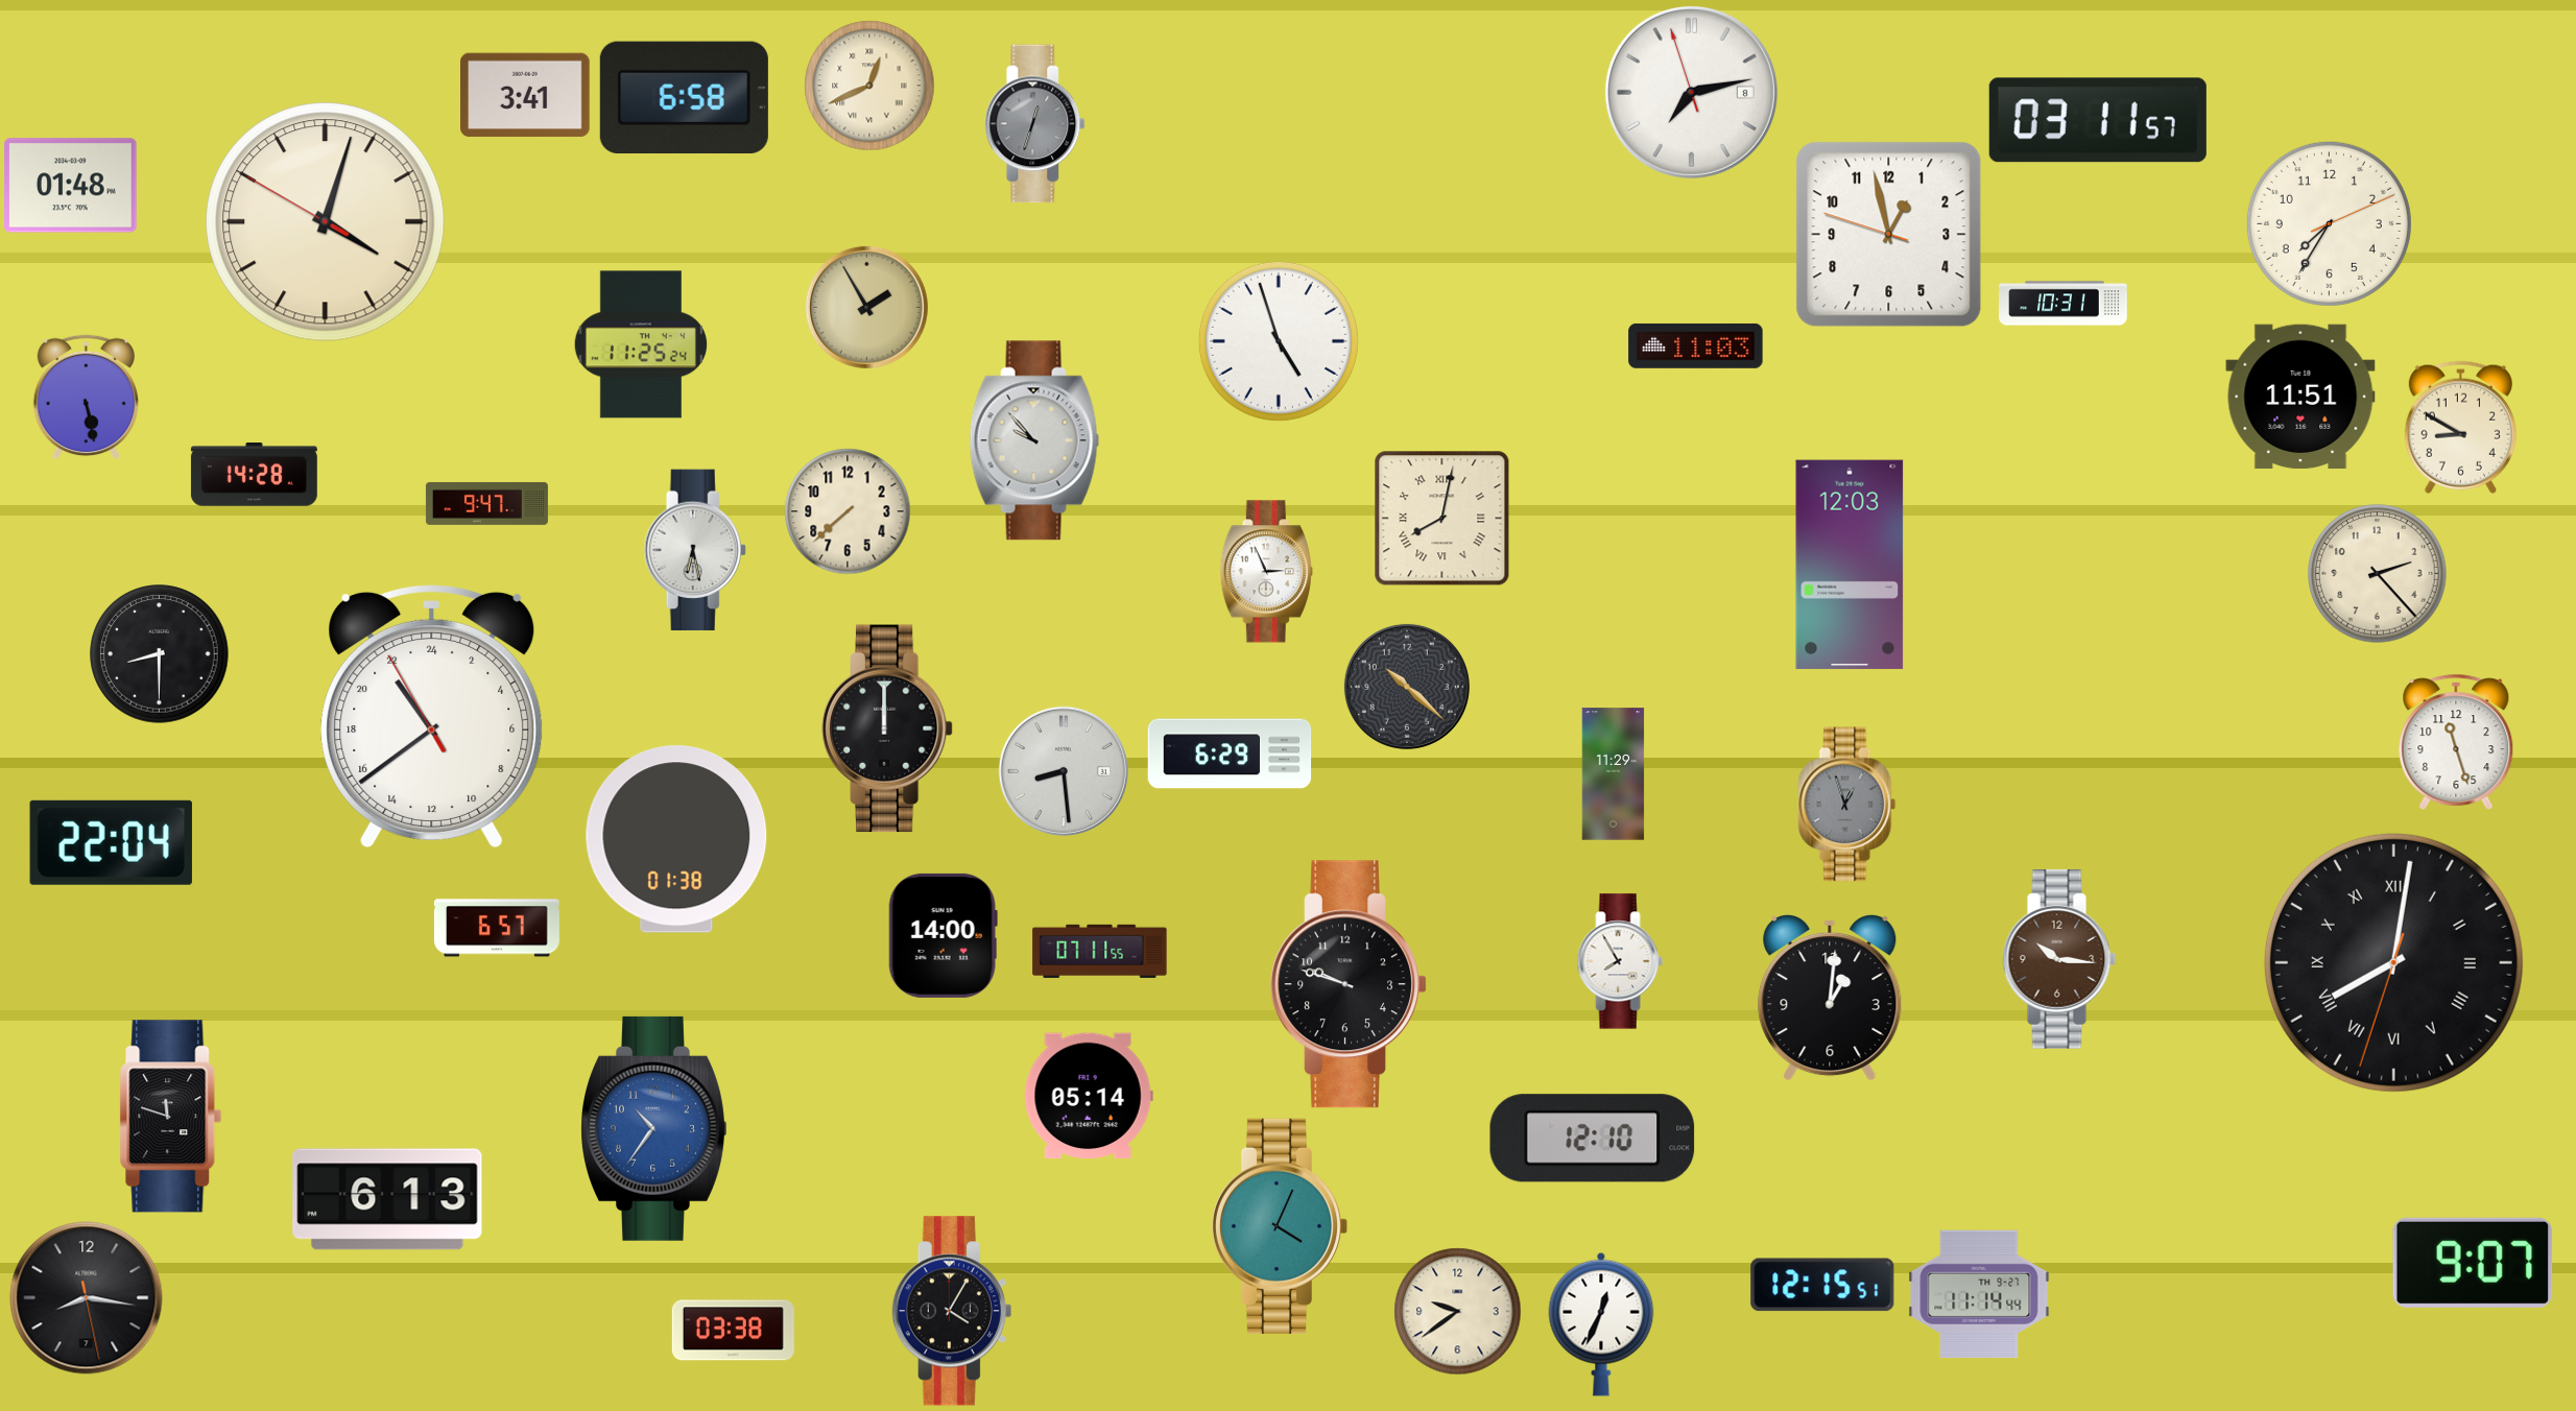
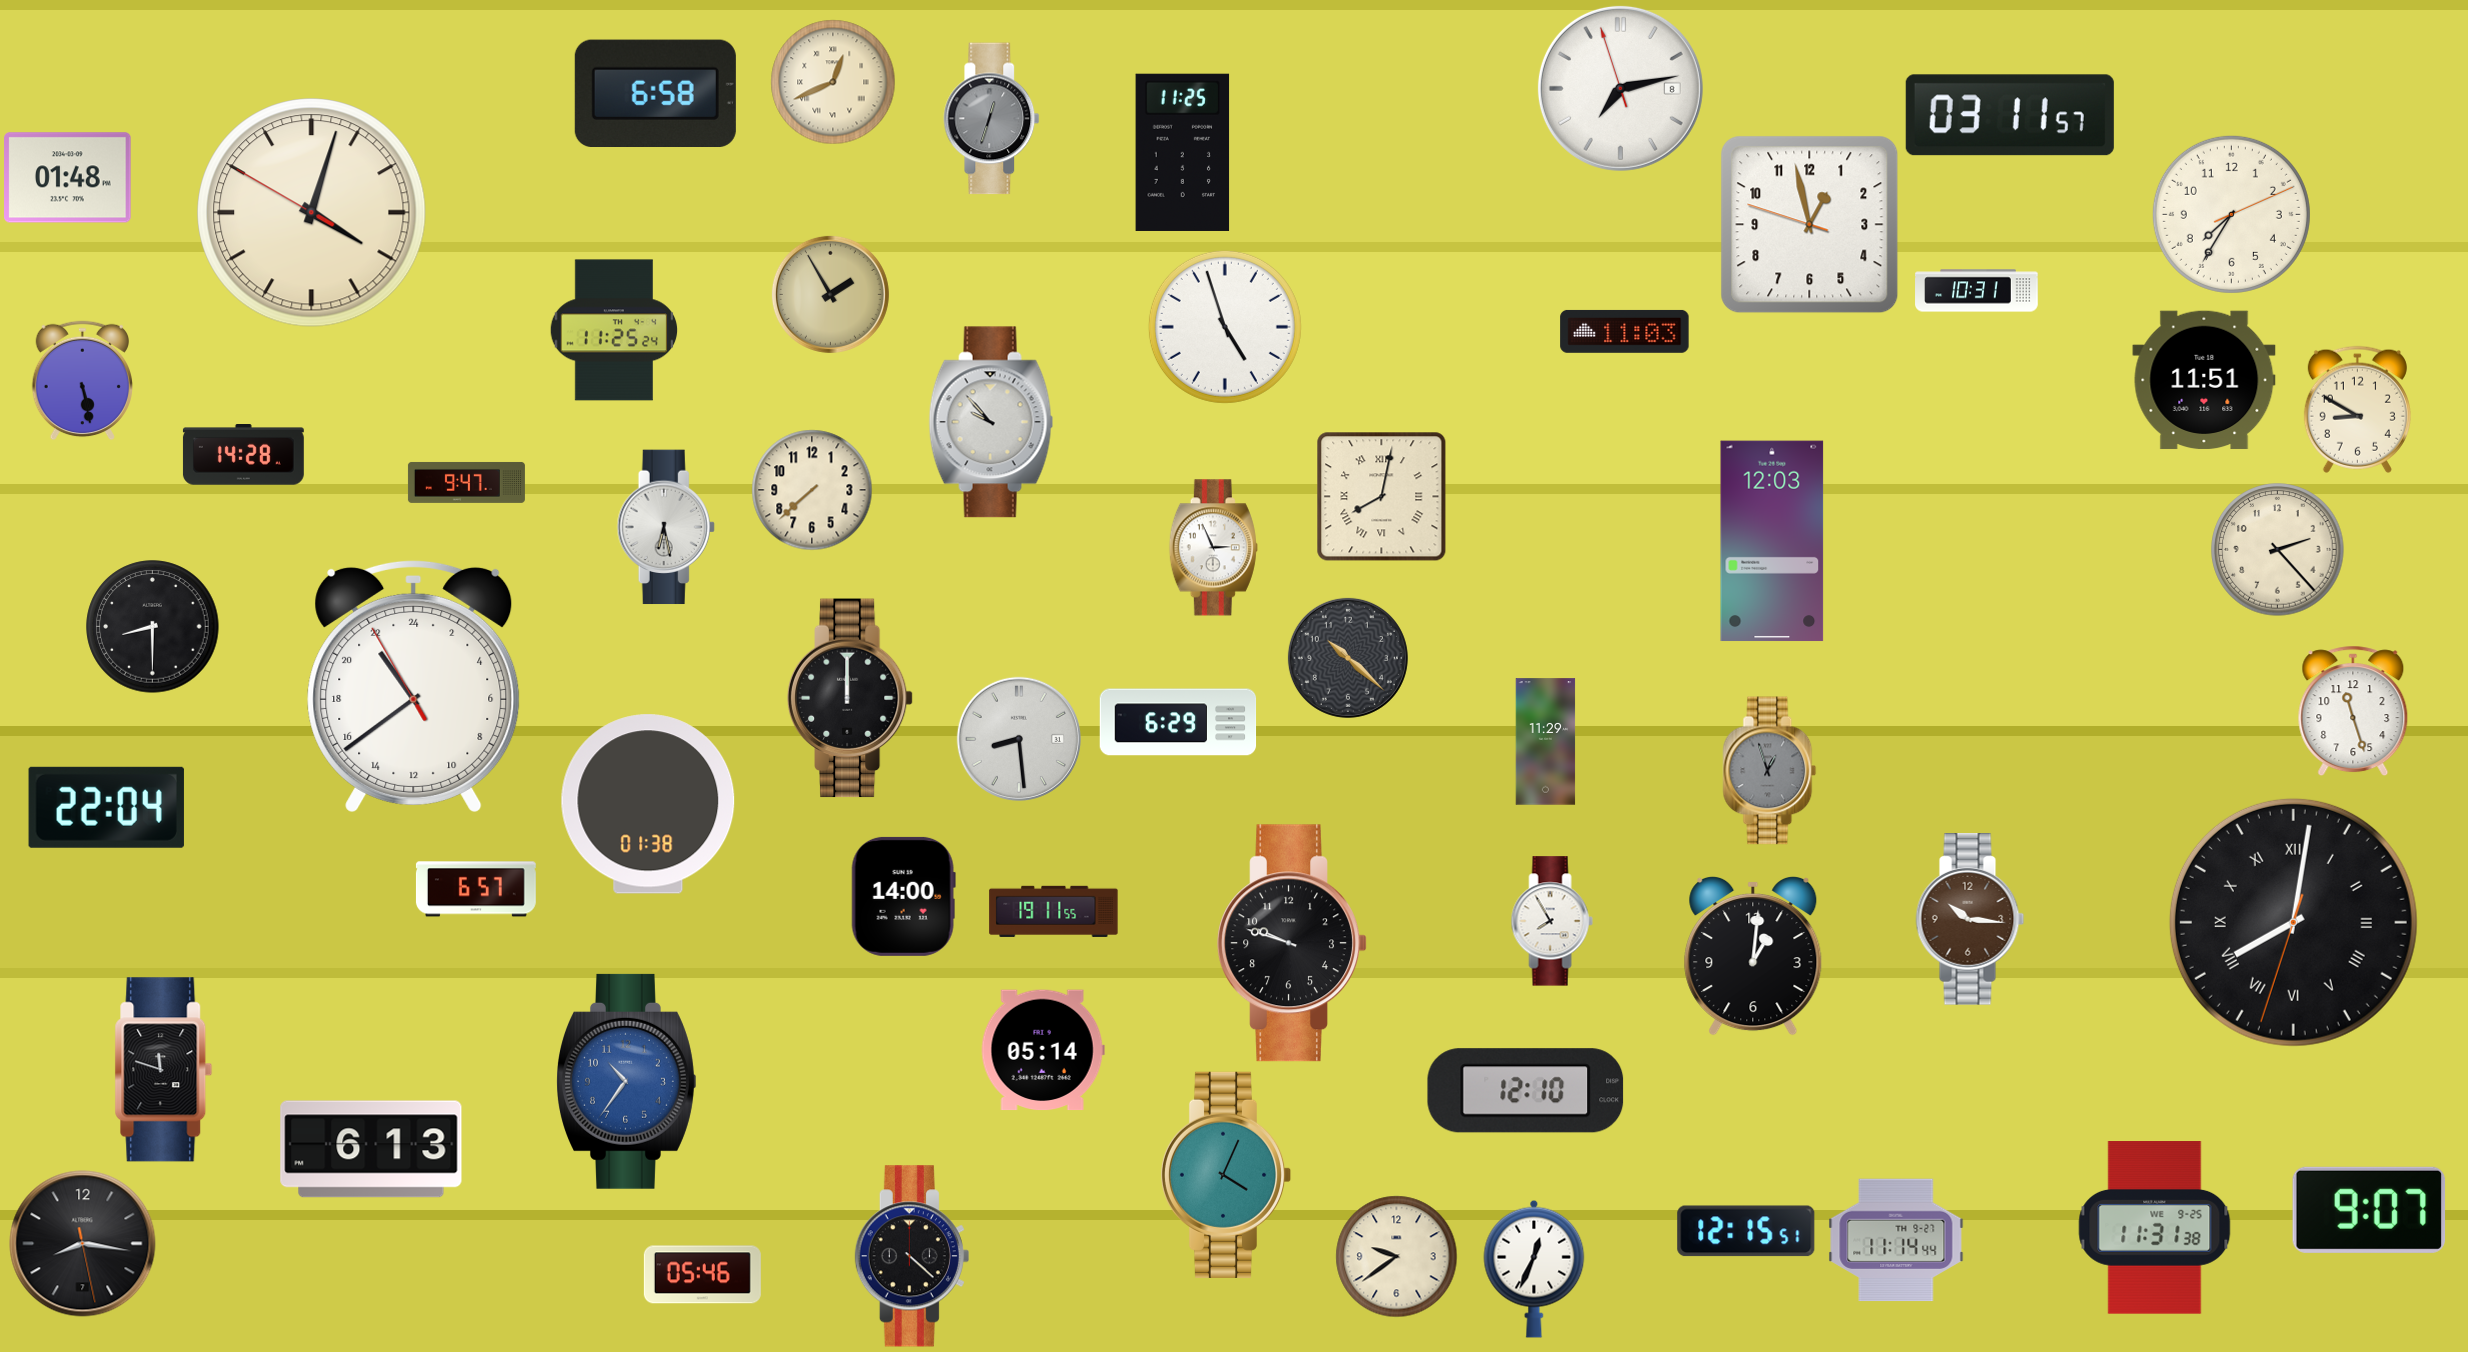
clock at (526, 95): 3:41 -> none
clock at (1183, 152): none -> 11:25
clock at (1100, 951): 07:11 -> 19:11
clock at (2059, 960) position: (2059, 960) -> (1970, 920)
clock at (2155, 1228): none -> 11:31
clock at (952, 1311): 4:05 -> 4:22
clock at (733, 1331): 03:38 -> 05:46
